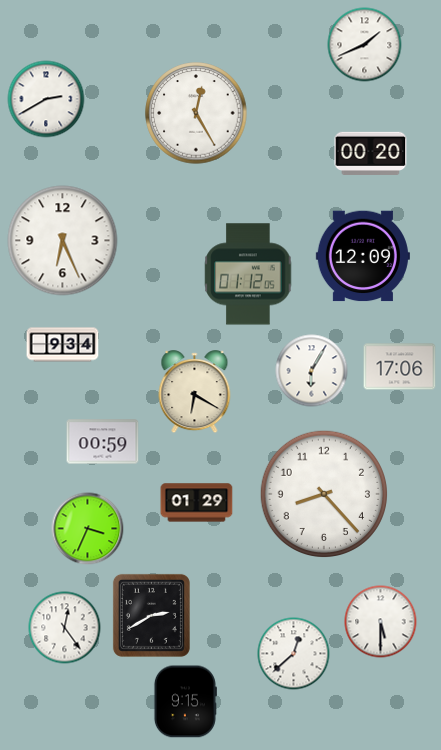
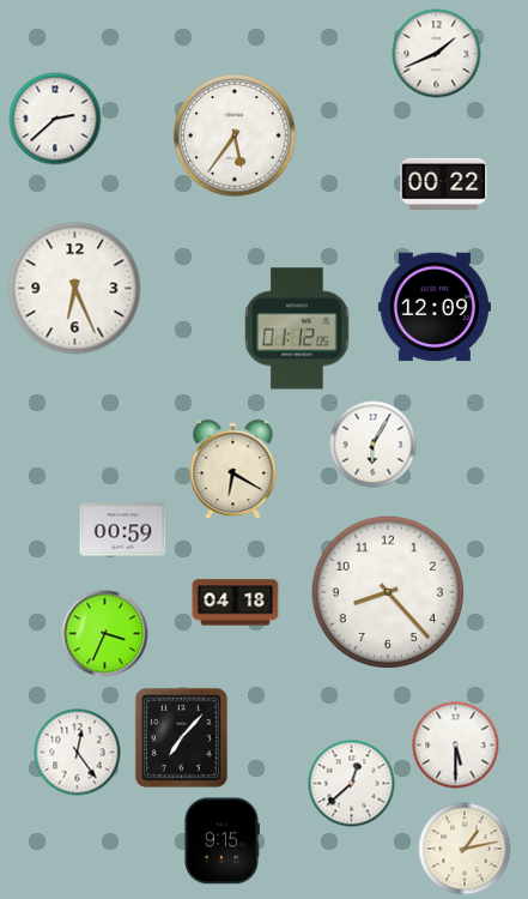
clock at (46, 99): 2:40 -> 2:38
clock at (196, 113): 12:25 -> 5:36
clock at (371, 153): 00:20 -> 00:22
clock at (63, 345): 9:34 -> none
clock at (400, 367): 17:06 -> none
clock at (197, 503): 01:29 -> 04:18
clock at (151, 615): 2:40 -> 7:07
clock at (465, 849): none -> 1:13
